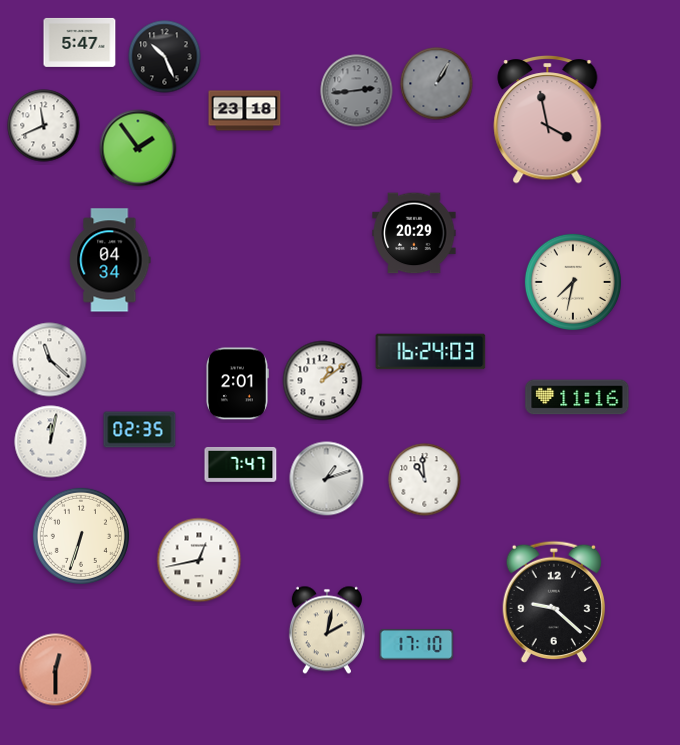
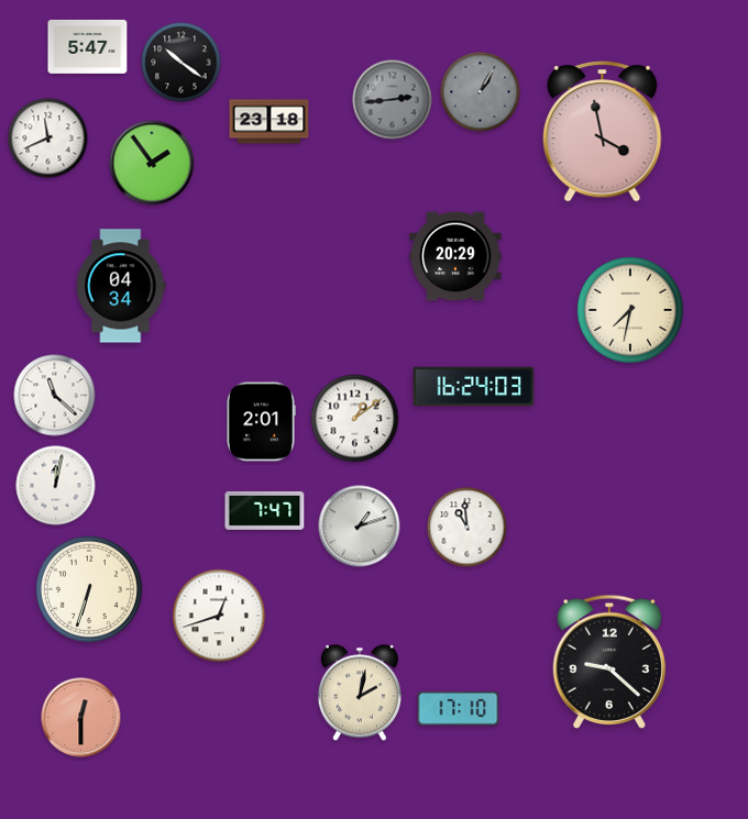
clock at (165, 57): 10:26 -> 10:21
clock at (577, 397): 11:16 -> none
clock at (140, 430): 02:35 -> none
clock at (199, 560): 12:43 -> 12:42
clock at (56, 670) position: (56, 670) -> (81, 718)
